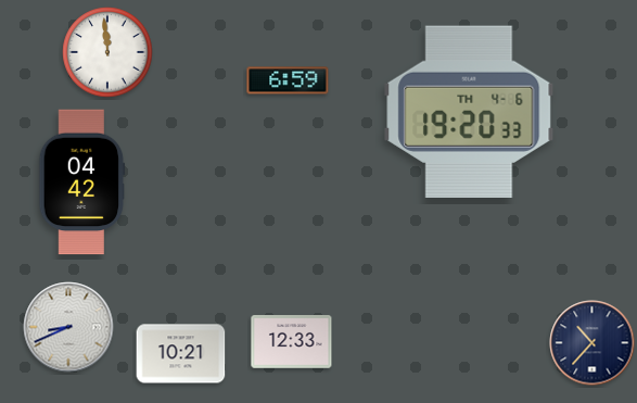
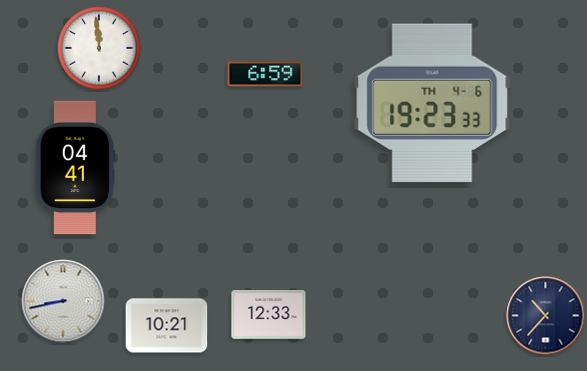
clock at (469, 111): 19:20 -> 19:23
clock at (82, 182): 04:42 -> 04:41
clock at (68, 327): 8:41 -> 8:43
